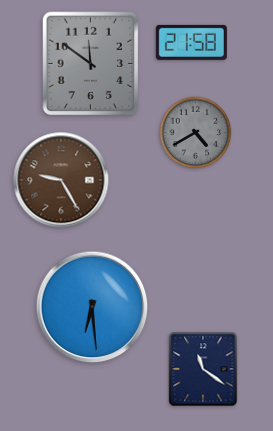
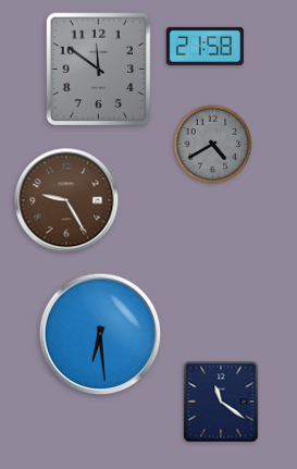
clock at (191, 42) position: (191, 42) -> (205, 46)
clock at (61, 180) position: (61, 180) -> (66, 200)
